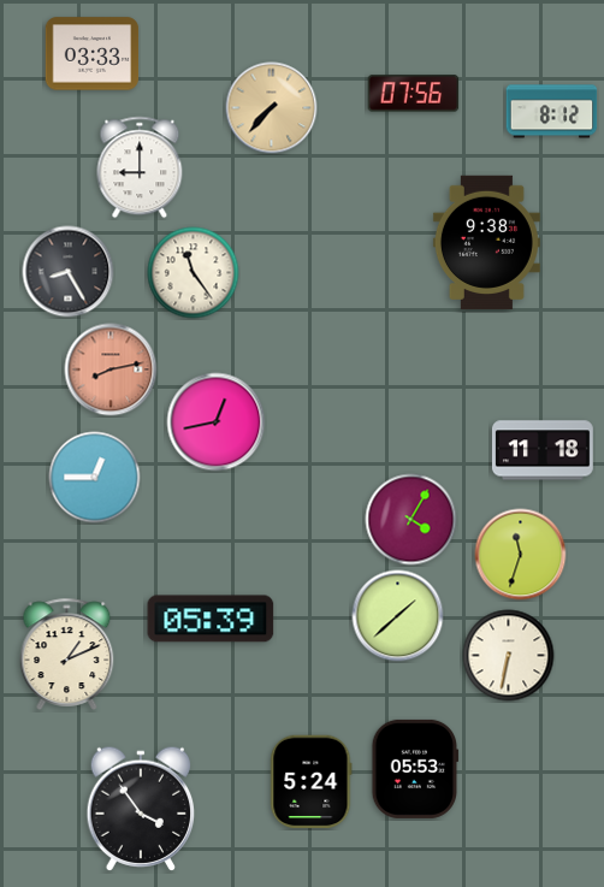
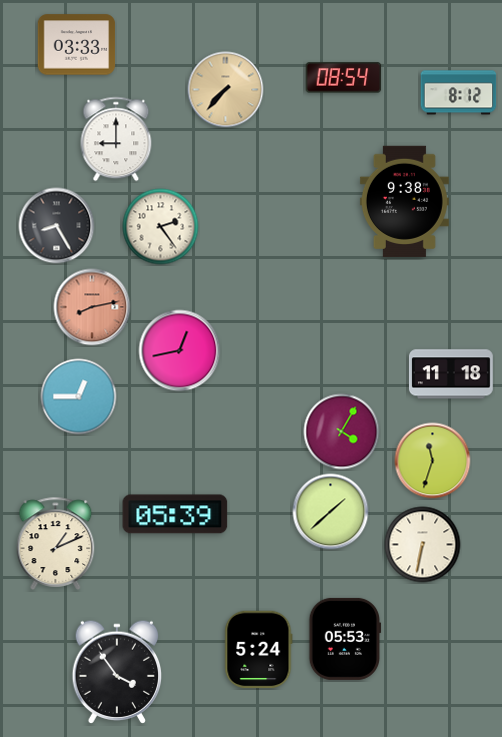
clock at (414, 94): 07:56 -> 08:54
clock at (194, 273): 11:24 -> 2:24
